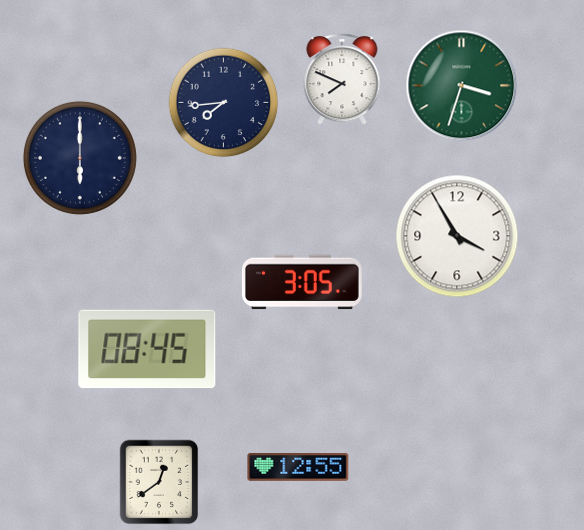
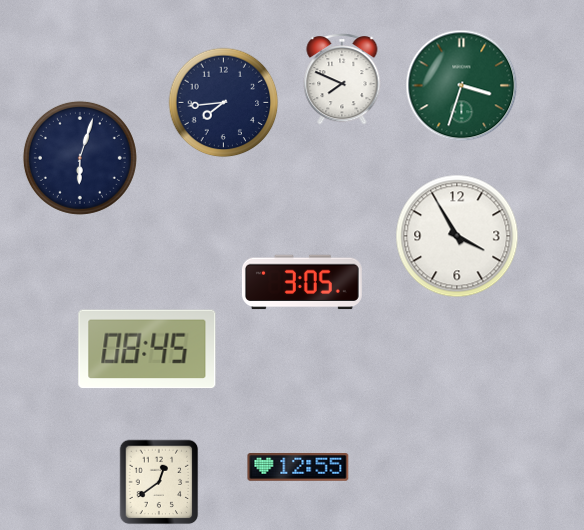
clock at (80, 158): 6:00 -> 6:03
